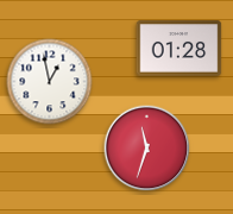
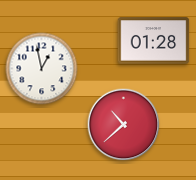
clock at (180, 49) position: (180, 49) -> (154, 41)
clock at (147, 149): 11:33 -> 10:38
